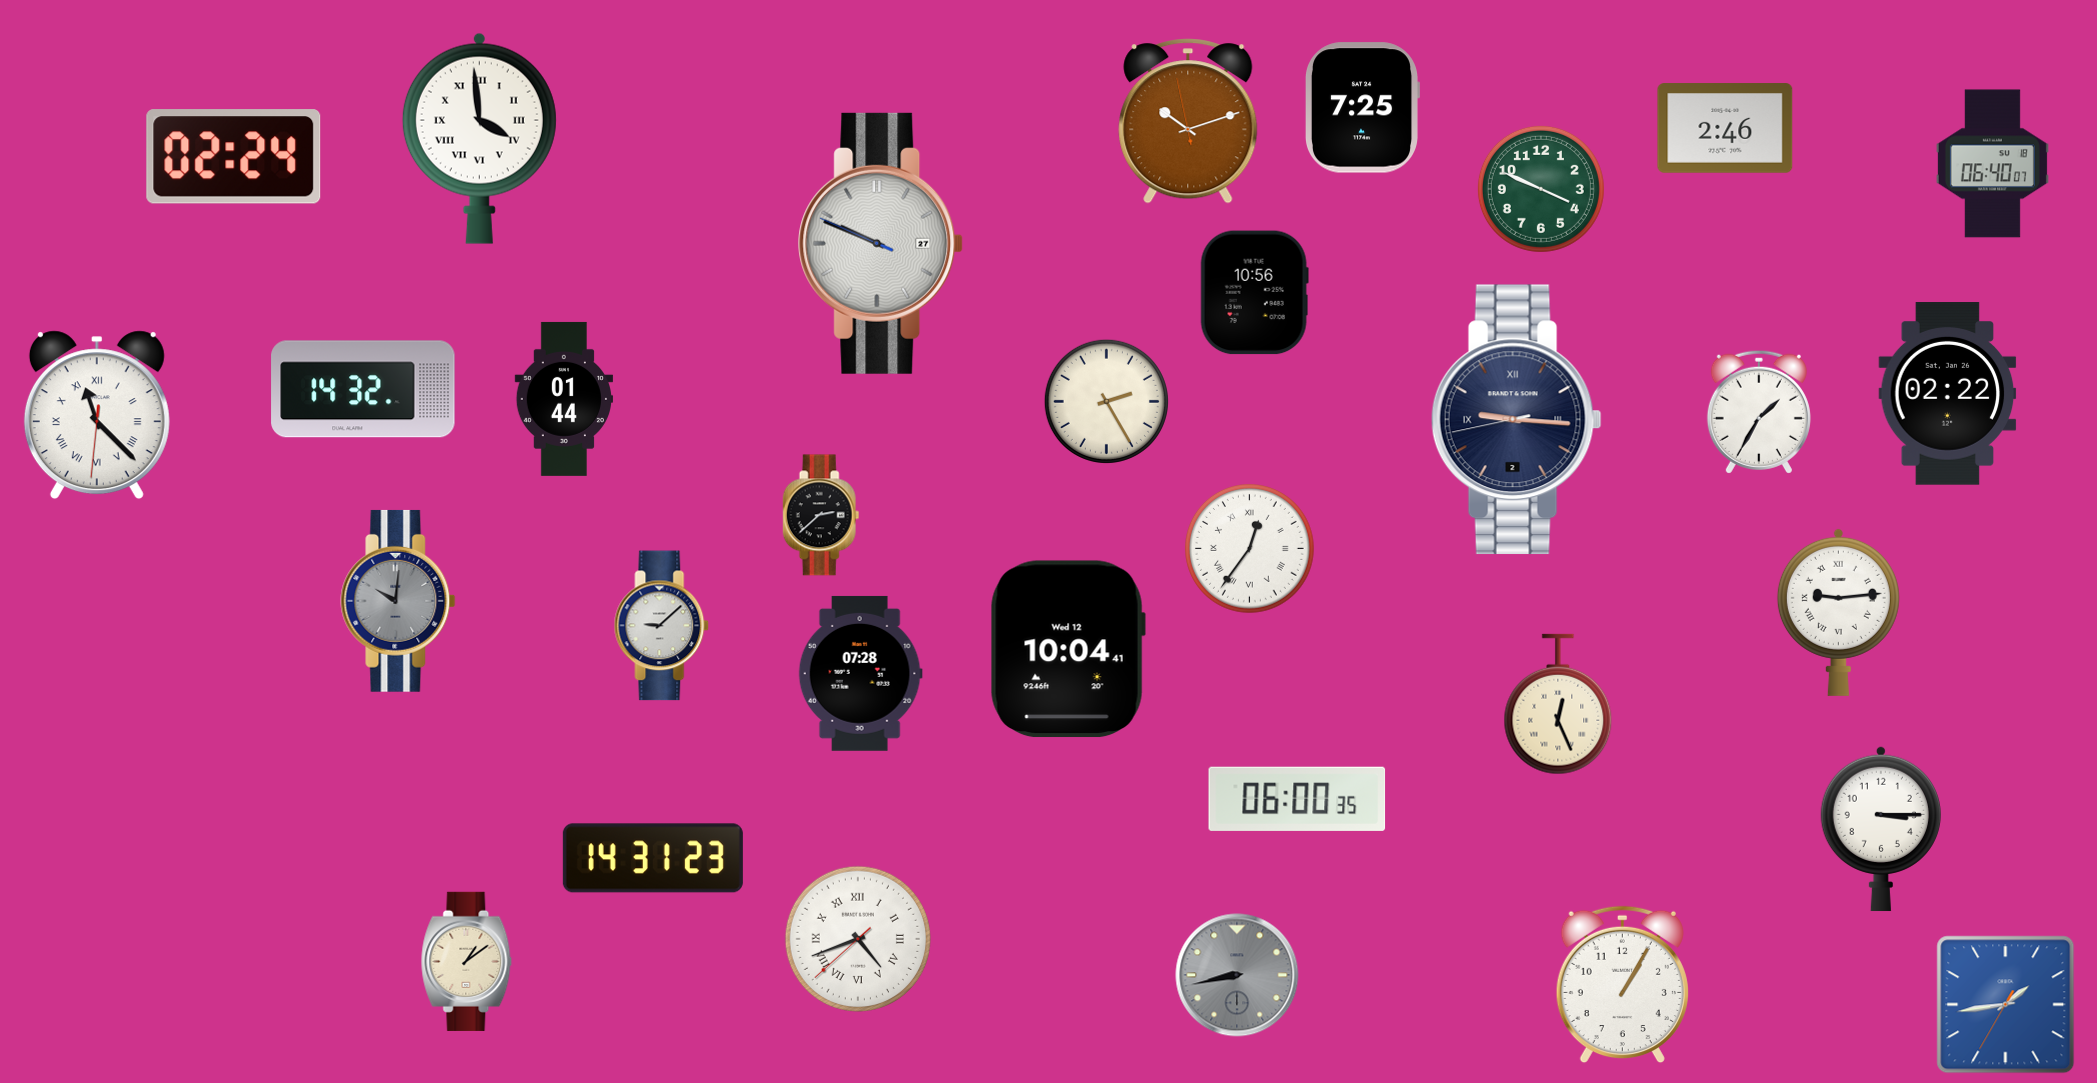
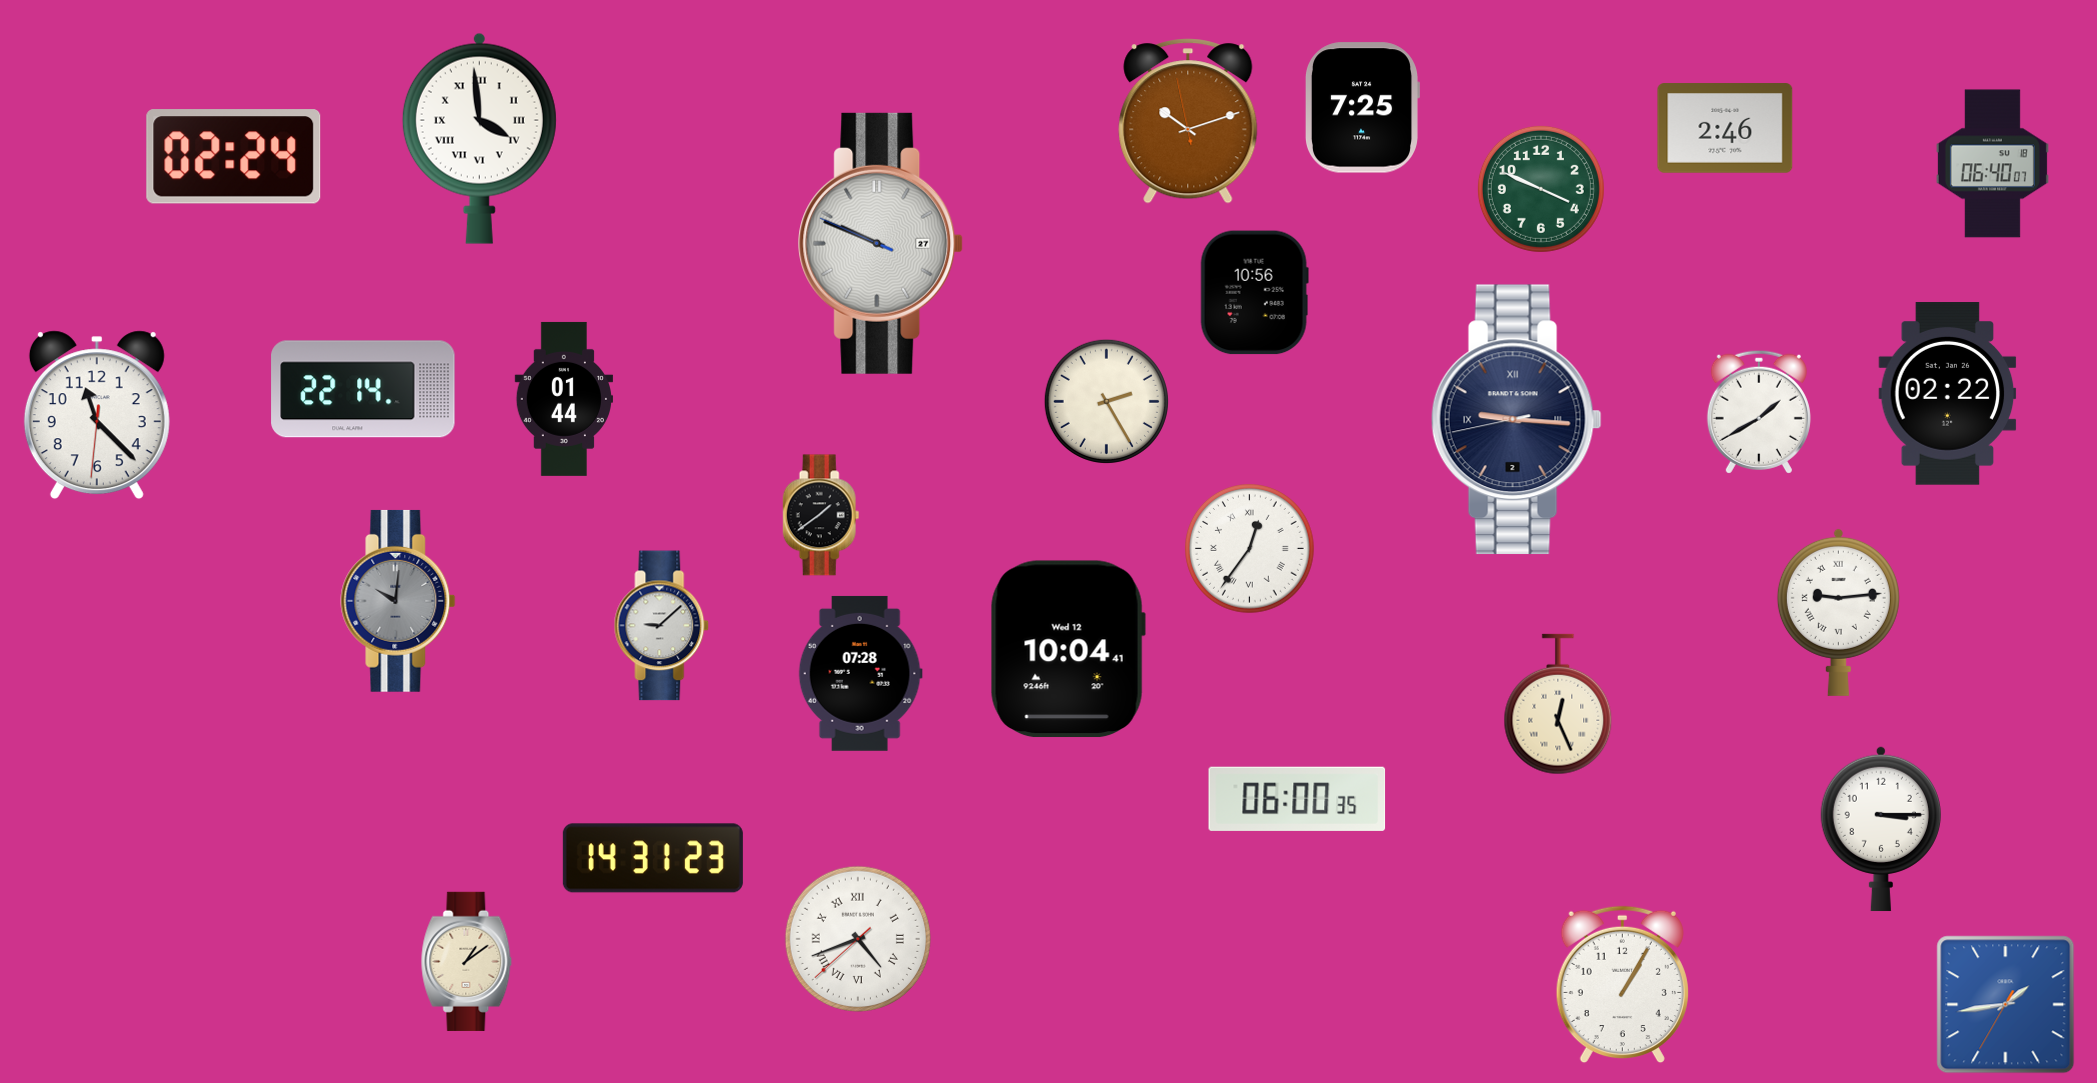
clock at (363, 389): 14:32 -> 22:14
clock at (1759, 412): 1:35 -> 1:40
clock at (97, 415) numerals: Roman -> Arabic
clock at (821, 515): 2:38 -> 1:39
clock at (1237, 975): 8:43 -> none
